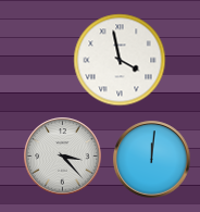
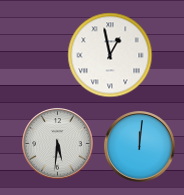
clock at (120, 60): 3:58 -> 12:58
clock at (63, 157): 3:23 -> 5:31
